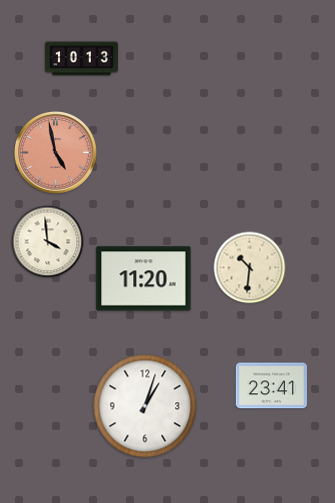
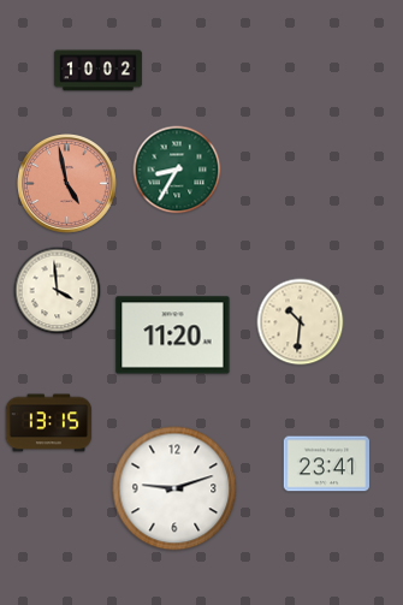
clock at (81, 59): 10:13 -> 10:02
clock at (177, 170): none -> 8:35
clock at (49, 423): none -> 13:15
clock at (145, 406): 1:03 -> 9:12
